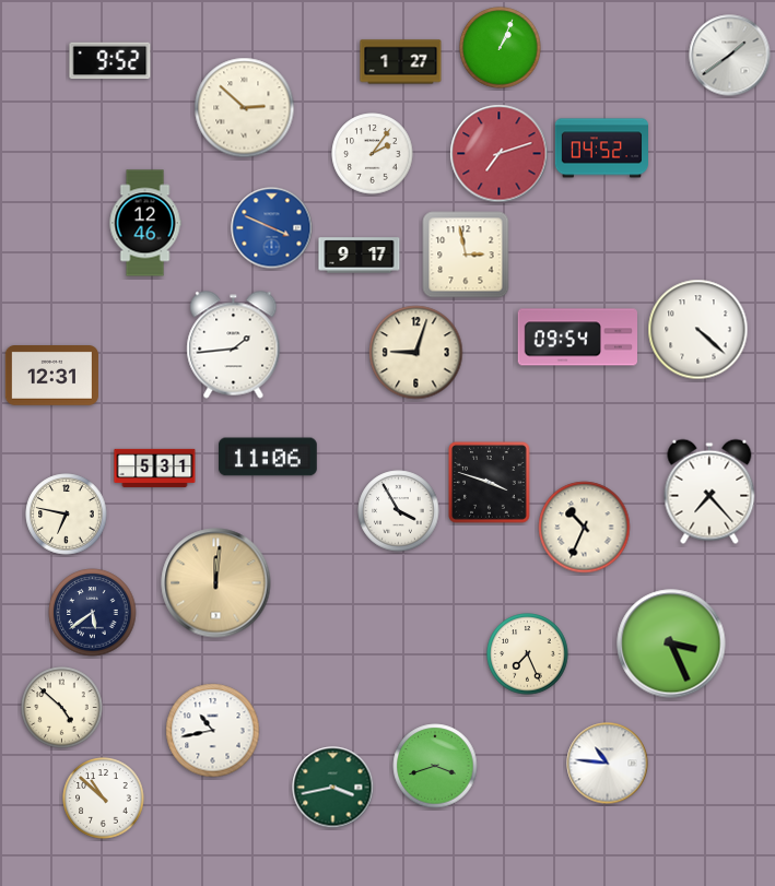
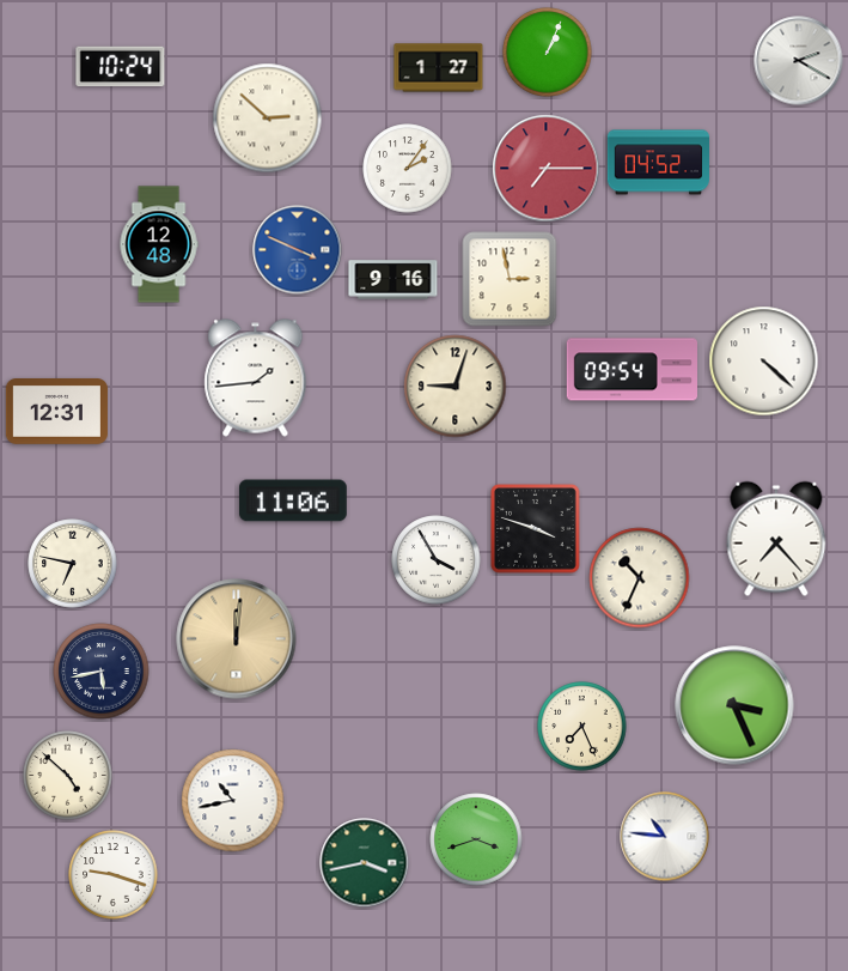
clock at (730, 56): 1:39 -> 2:20
clock at (110, 61): 9:52 -> 10:24
clock at (500, 154): 7:12 -> 7:15
clock at (145, 223): 12:46 -> 12:48
clock at (360, 256): 9:17 -> 9:16
clock at (155, 468): 5:31 -> none
clock at (93, 613): 5:39 -> 5:43
clock at (528, 654) position: (528, 654) -> (582, 727)
clock at (104, 799): 10:52 -> 9:18
